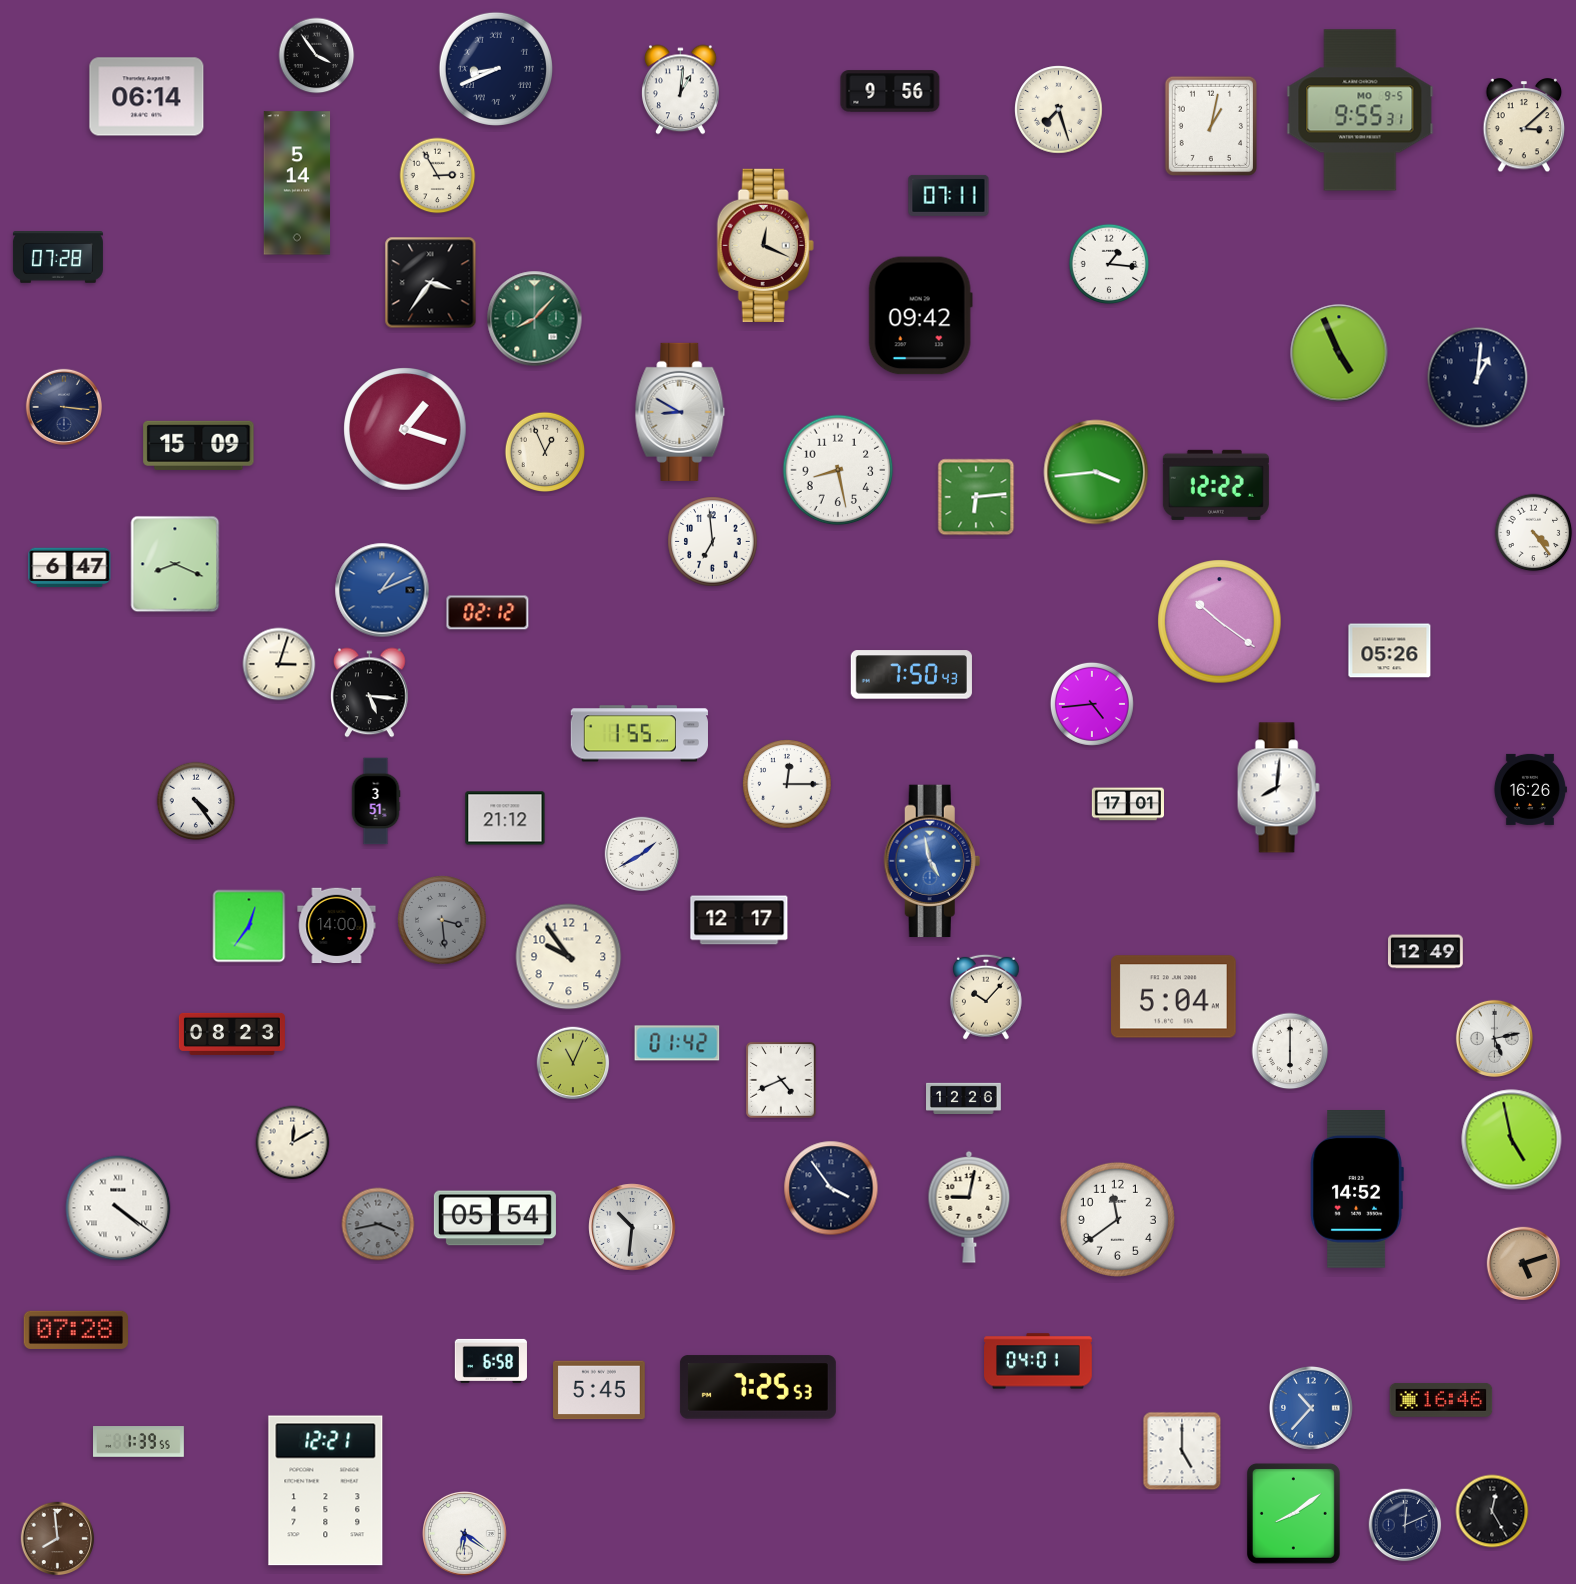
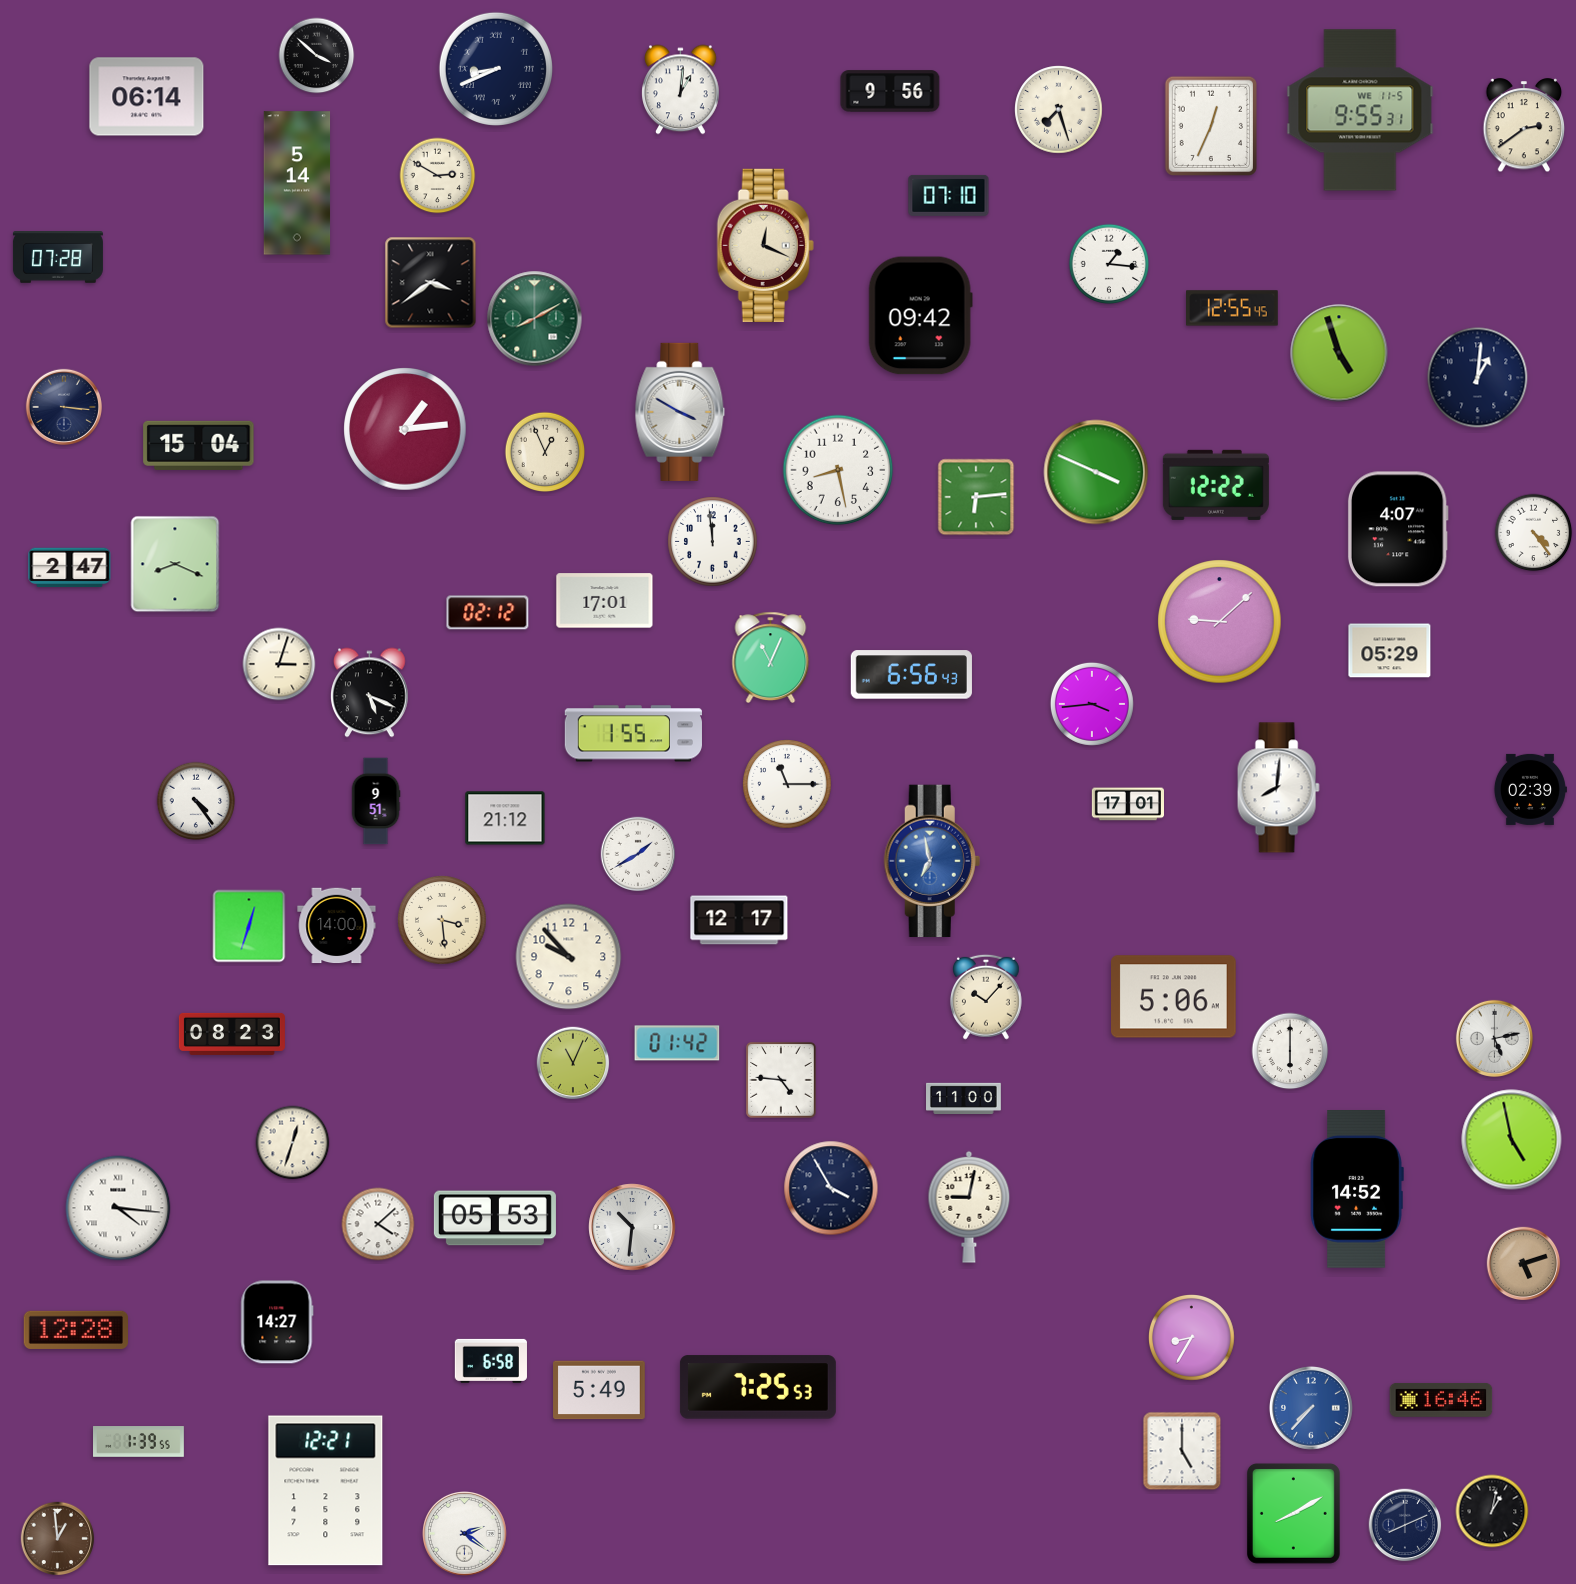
clock at (317, 56): 3:54 -> 3:52
clock at (1360, 110) date: MO 9-5 -> WE 11-5
clock at (1210, 125): 1:02 -> 12:34
clock at (1524, 126): 3:08 -> 2:39
clock at (438, 176): 2:55 -> 2:50
clock at (949, 195): 07:11 -> 07:10
clock at (431, 283): 3:36 -> 3:39
clock at (1232, 308): none -> 12:55
clock at (535, 319): 8:07 -> 8:10
clock at (1339, 353): 4:56 -> 4:57
clock at (680, 412): 8:50 -> 3:50
clock at (405, 429): 1:18 -> 1:14
clock at (199, 445): 15:09 -> 15:04
clock at (1096, 472): 3:44 -> 3:49
clock at (1398, 529): none -> 4:07
clock at (713, 542): 6:59 -> 11:59
clock at (70, 568): 6:47 -> 2:47
clock at (382, 590): 1:11 -> none
clock at (605, 601): none -> 17:01
clock at (1220, 622): 10:21 -> 9:08
clock at (1390, 651): 05:26 -> 05:29
clock at (771, 657): none -> 11:04
clock at (911, 675): 7:50 -> 6:56
clock at (370, 693): 5:16 -> 5:19
clock at (1092, 704): 4:44 -> 3:44
clock at (639, 734) position: (639, 734) -> (633, 734)
clock at (787, 784): 12:15 -> 11:15
clock at (1530, 789): 16:26 -> 02:39
clock at (376, 801): 3:51 -> 9:51
clock at (642, 854) position: (642, 854) -> (638, 854)
clock at (932, 861): 4:58 -> 6:58
clock at (442, 920) dial: grey -> cream
clock at (249, 926): 12:36 -> 12:33
clock at (1426, 952): 12:49 -> none
clock at (569, 957): 9:54 -> 9:53
clock at (1174, 997): 5:04 -> 5:06
clock at (781, 1080): 4:41 -> 4:46
clock at (964, 1098): 12:26 -> 11:00
clock at (293, 1143): 12:10 -> 12:33
clock at (831, 1188): 3:54 -> 3:55
clock at (118, 1208): 4:21 -> 4:16
clock at (495, 1218): 05:54 -> 05:53
clock at (1117, 1219): 11:39 -> none
clock at (378, 1224): 3:43 -> 4:08
clock at (378, 1224) dial: grey -> white
clock at (277, 1322): none -> 14:27
clock at (75, 1330): 07:28 -> 12:28
clock at (1192, 1338): none -> 8:35
clock at (1038, 1361): 04:01 -> none
clock at (599, 1390): 5:45 -> 5:49
clock at (1311, 1408): 10:37 -> 7:37
clock at (1492, 1511): 12:25 -> 1:02
clock at (1293, 1513): 8:09 -> 8:10
clock at (1405, 1525): 12:11 -> 8:11
clock at (465, 1534): 6:21 -> 2:21
clock at (58, 1539): 7:59 -> 12:59
